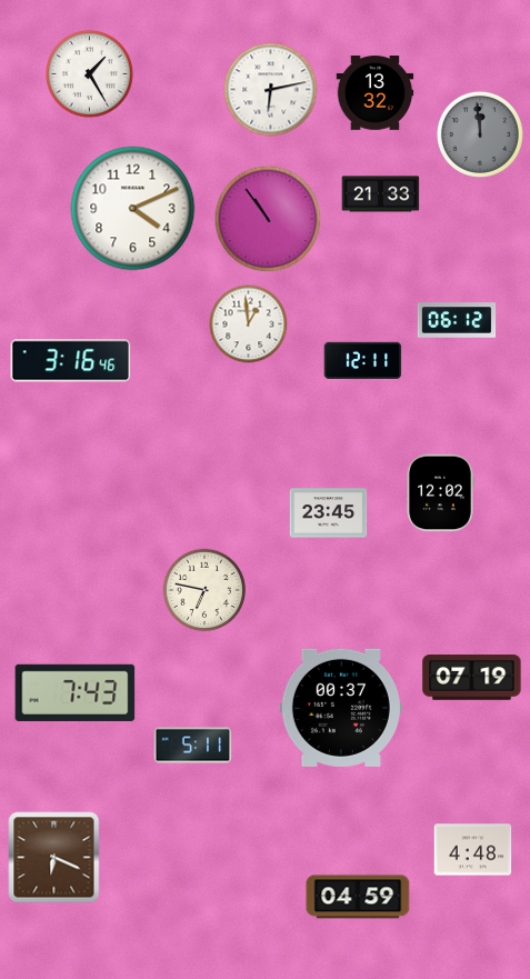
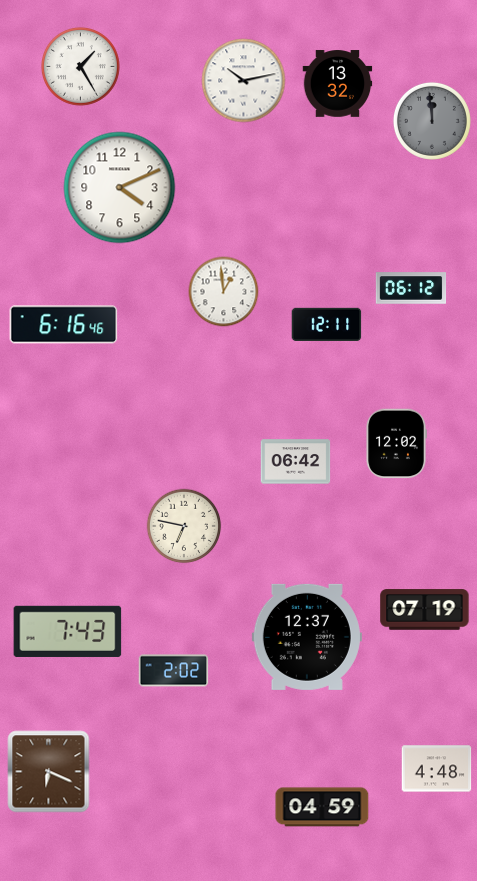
clock at (271, 90): 6:13 -> 10:13
clock at (381, 194): 21:33 -> none
clock at (268, 219): 10:54 -> none
clock at (71, 361): 3:16 -> 6:16
clock at (329, 513): 23:45 -> 06:42
clock at (204, 590) position: (204, 590) -> (184, 526)
clock at (76, 692) position: (76, 692) -> (68, 631)
clock at (341, 708): 00:37 -> 12:37
clock at (193, 746): 5:11 -> 2:02
clock at (473, 850) position: (473, 850) -> (437, 769)
